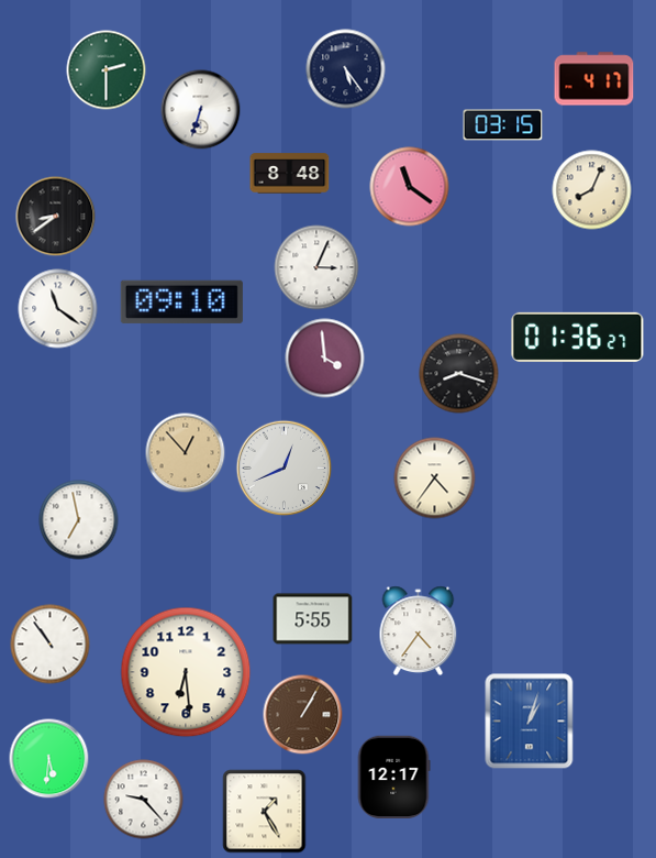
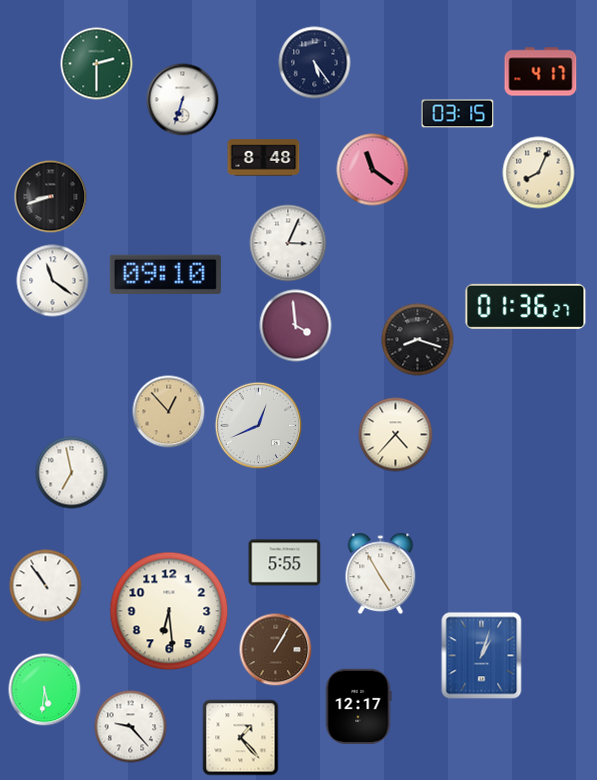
clock at (56, 217): 8:39 -> 8:42
clock at (435, 479): 4:36 -> 4:37
clock at (419, 631): 4:36 -> 4:55
clock at (265, 812): 1:25 -> 1:23
